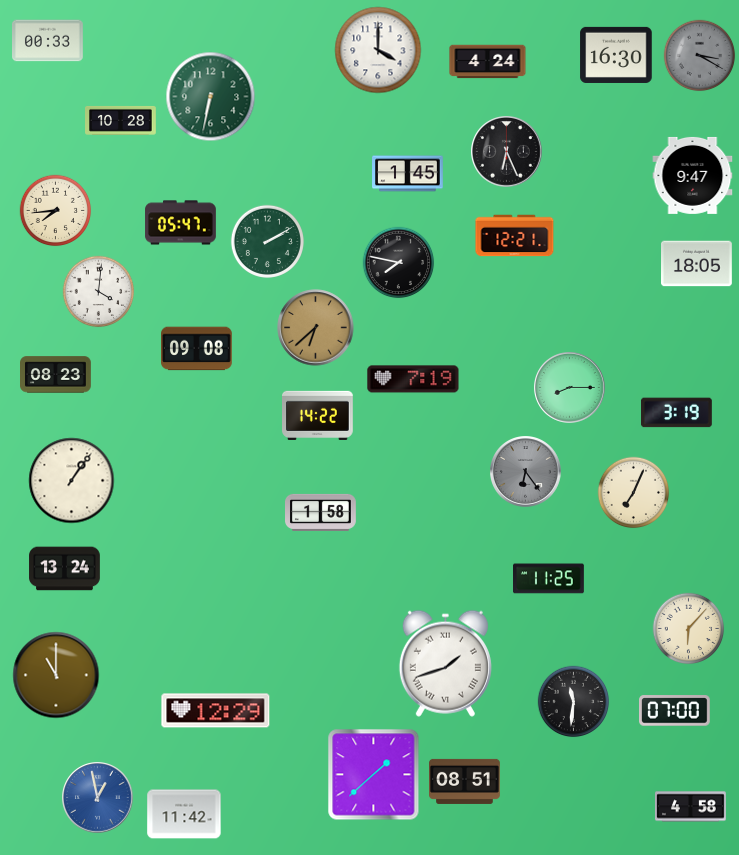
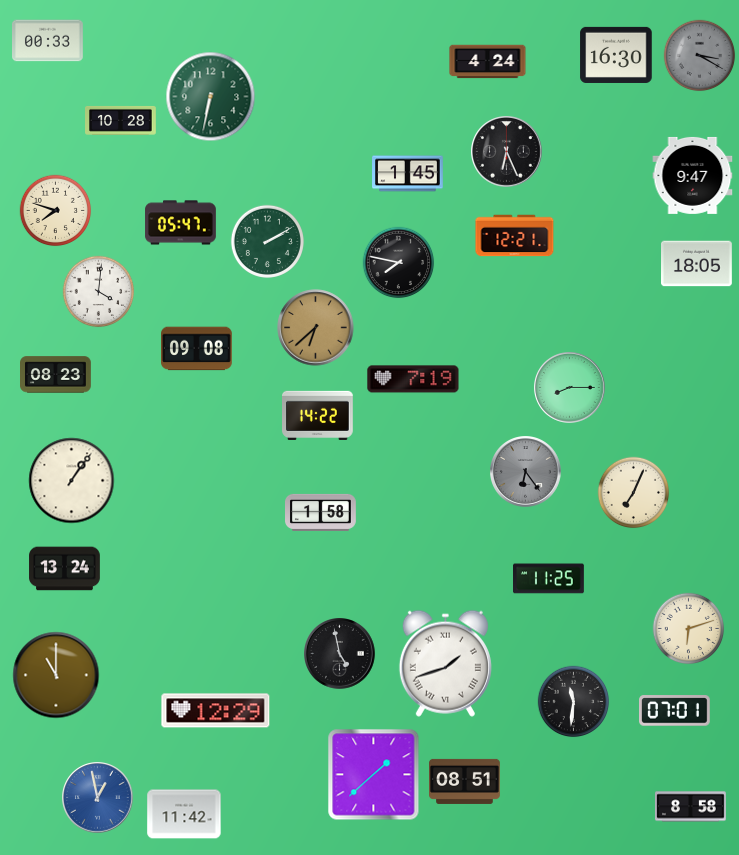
clock at (378, 50): 4:00 -> none
clock at (56, 211): 7:44 -> 7:48
clock at (677, 413): 3:19 -> none
clock at (689, 629): 6:07 -> 6:12
clock at (340, 654): none -> 4:58
clock at (675, 711): 07:00 -> 07:01
clock at (691, 807): 4:58 -> 8:58
